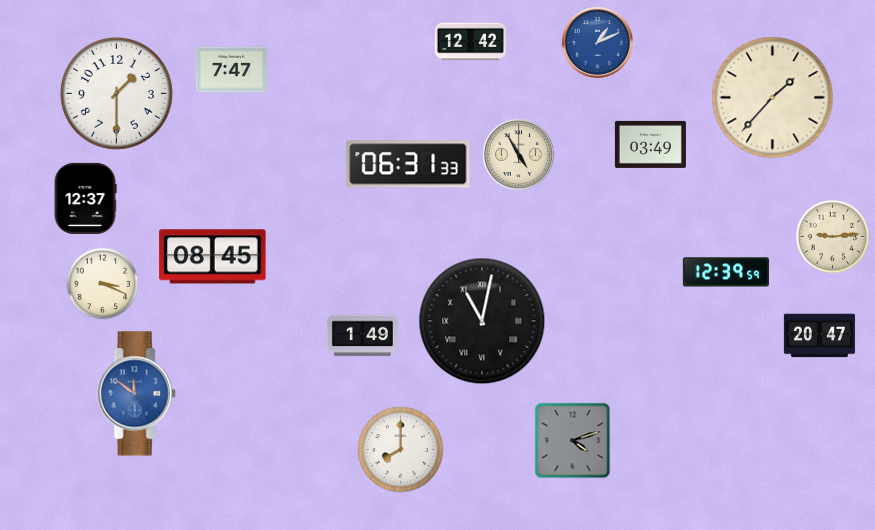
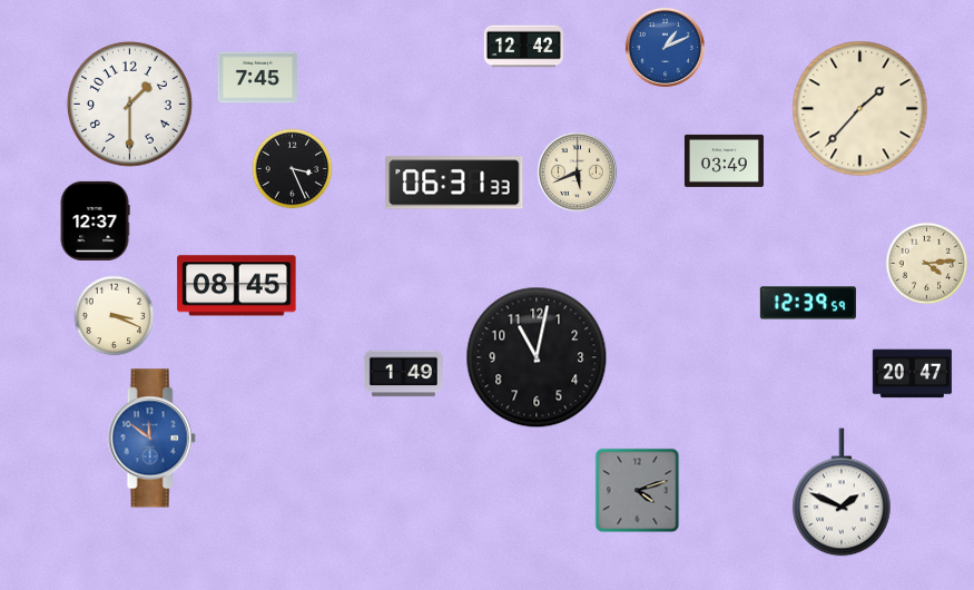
clock at (231, 70): 7:47 -> 7:45
clock at (293, 169): none -> 3:26
clock at (518, 154): 4:55 -> 5:41
clock at (833, 237): 9:14 -> 4:14
clock at (482, 321) numerals: Roman -> Arabic
clock at (843, 492): none -> 1:49
clock at (401, 450): 8:00 -> none
